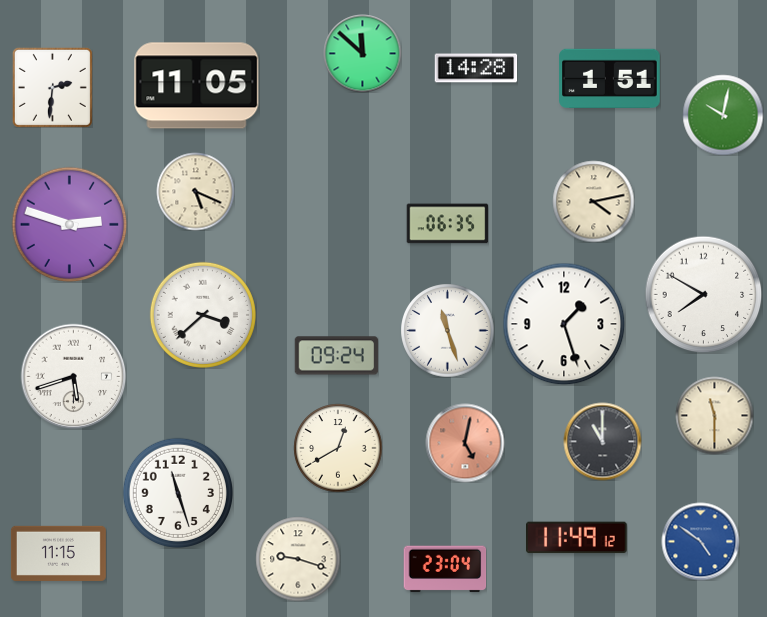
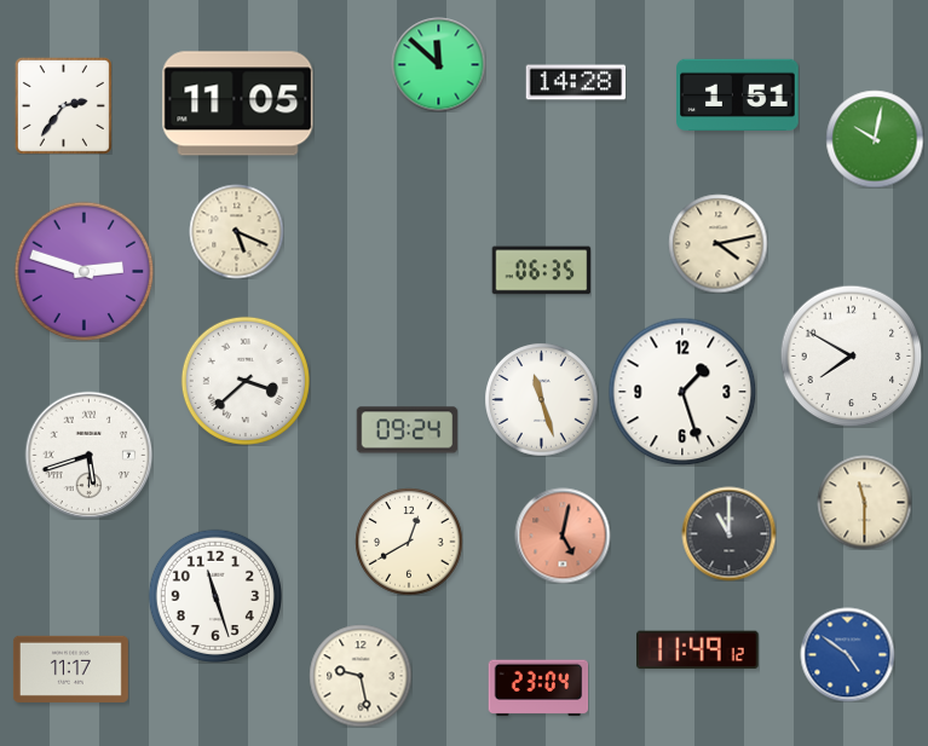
clock at (52, 87): 2:31 -> 2:36
clock at (58, 553): 11:15 -> 11:17
clock at (298, 559): 9:18 -> 9:28
